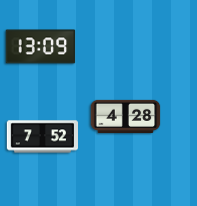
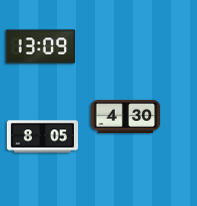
clock at (126, 116): 4:28 -> 4:30
clock at (42, 137): 7:52 -> 8:05
